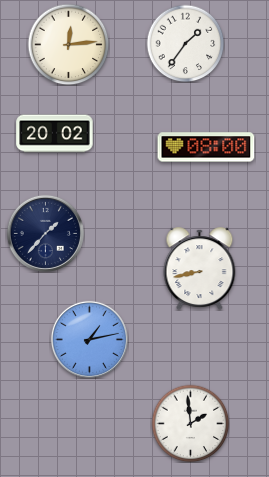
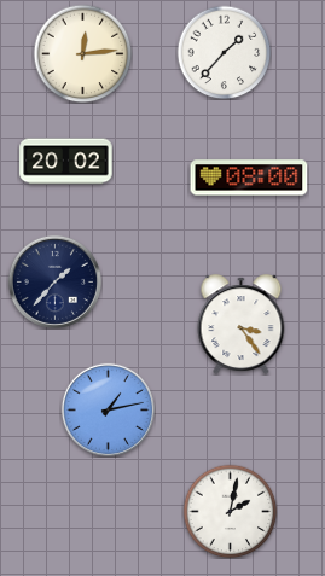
clock at (185, 43): 1:36 -> 1:37
clock at (200, 269): 8:43 -> 3:24
clock at (190, 423): 1:59 -> 2:02
